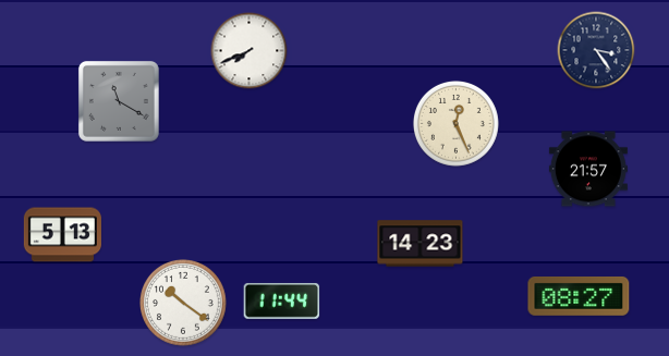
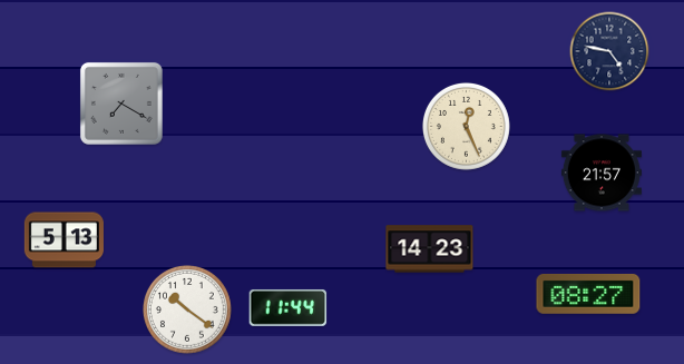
clock at (596, 50): 3:24 -> 4:47
clock at (250, 51): 7:41 -> none
clock at (119, 101): 11:20 -> 7:20
clock at (579, 296) position: (579, 296) -> (588, 294)
